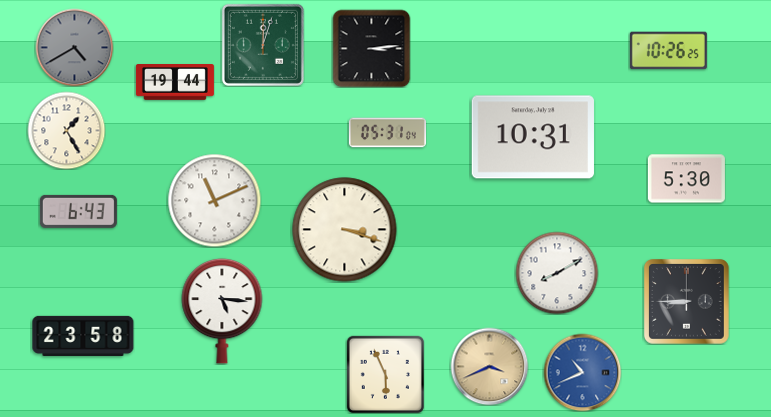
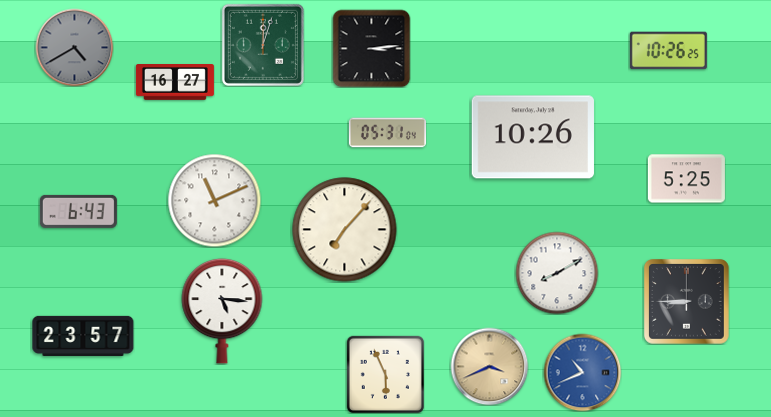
clock at (175, 83): 19:44 -> 16:27
clock at (66, 130): 1:25 -> none
clock at (533, 137): 10:31 -> 10:26
clock at (686, 179): 5:30 -> 5:25
clock at (345, 230): 3:18 -> 7:07
clock at (83, 336): 23:58 -> 23:57
